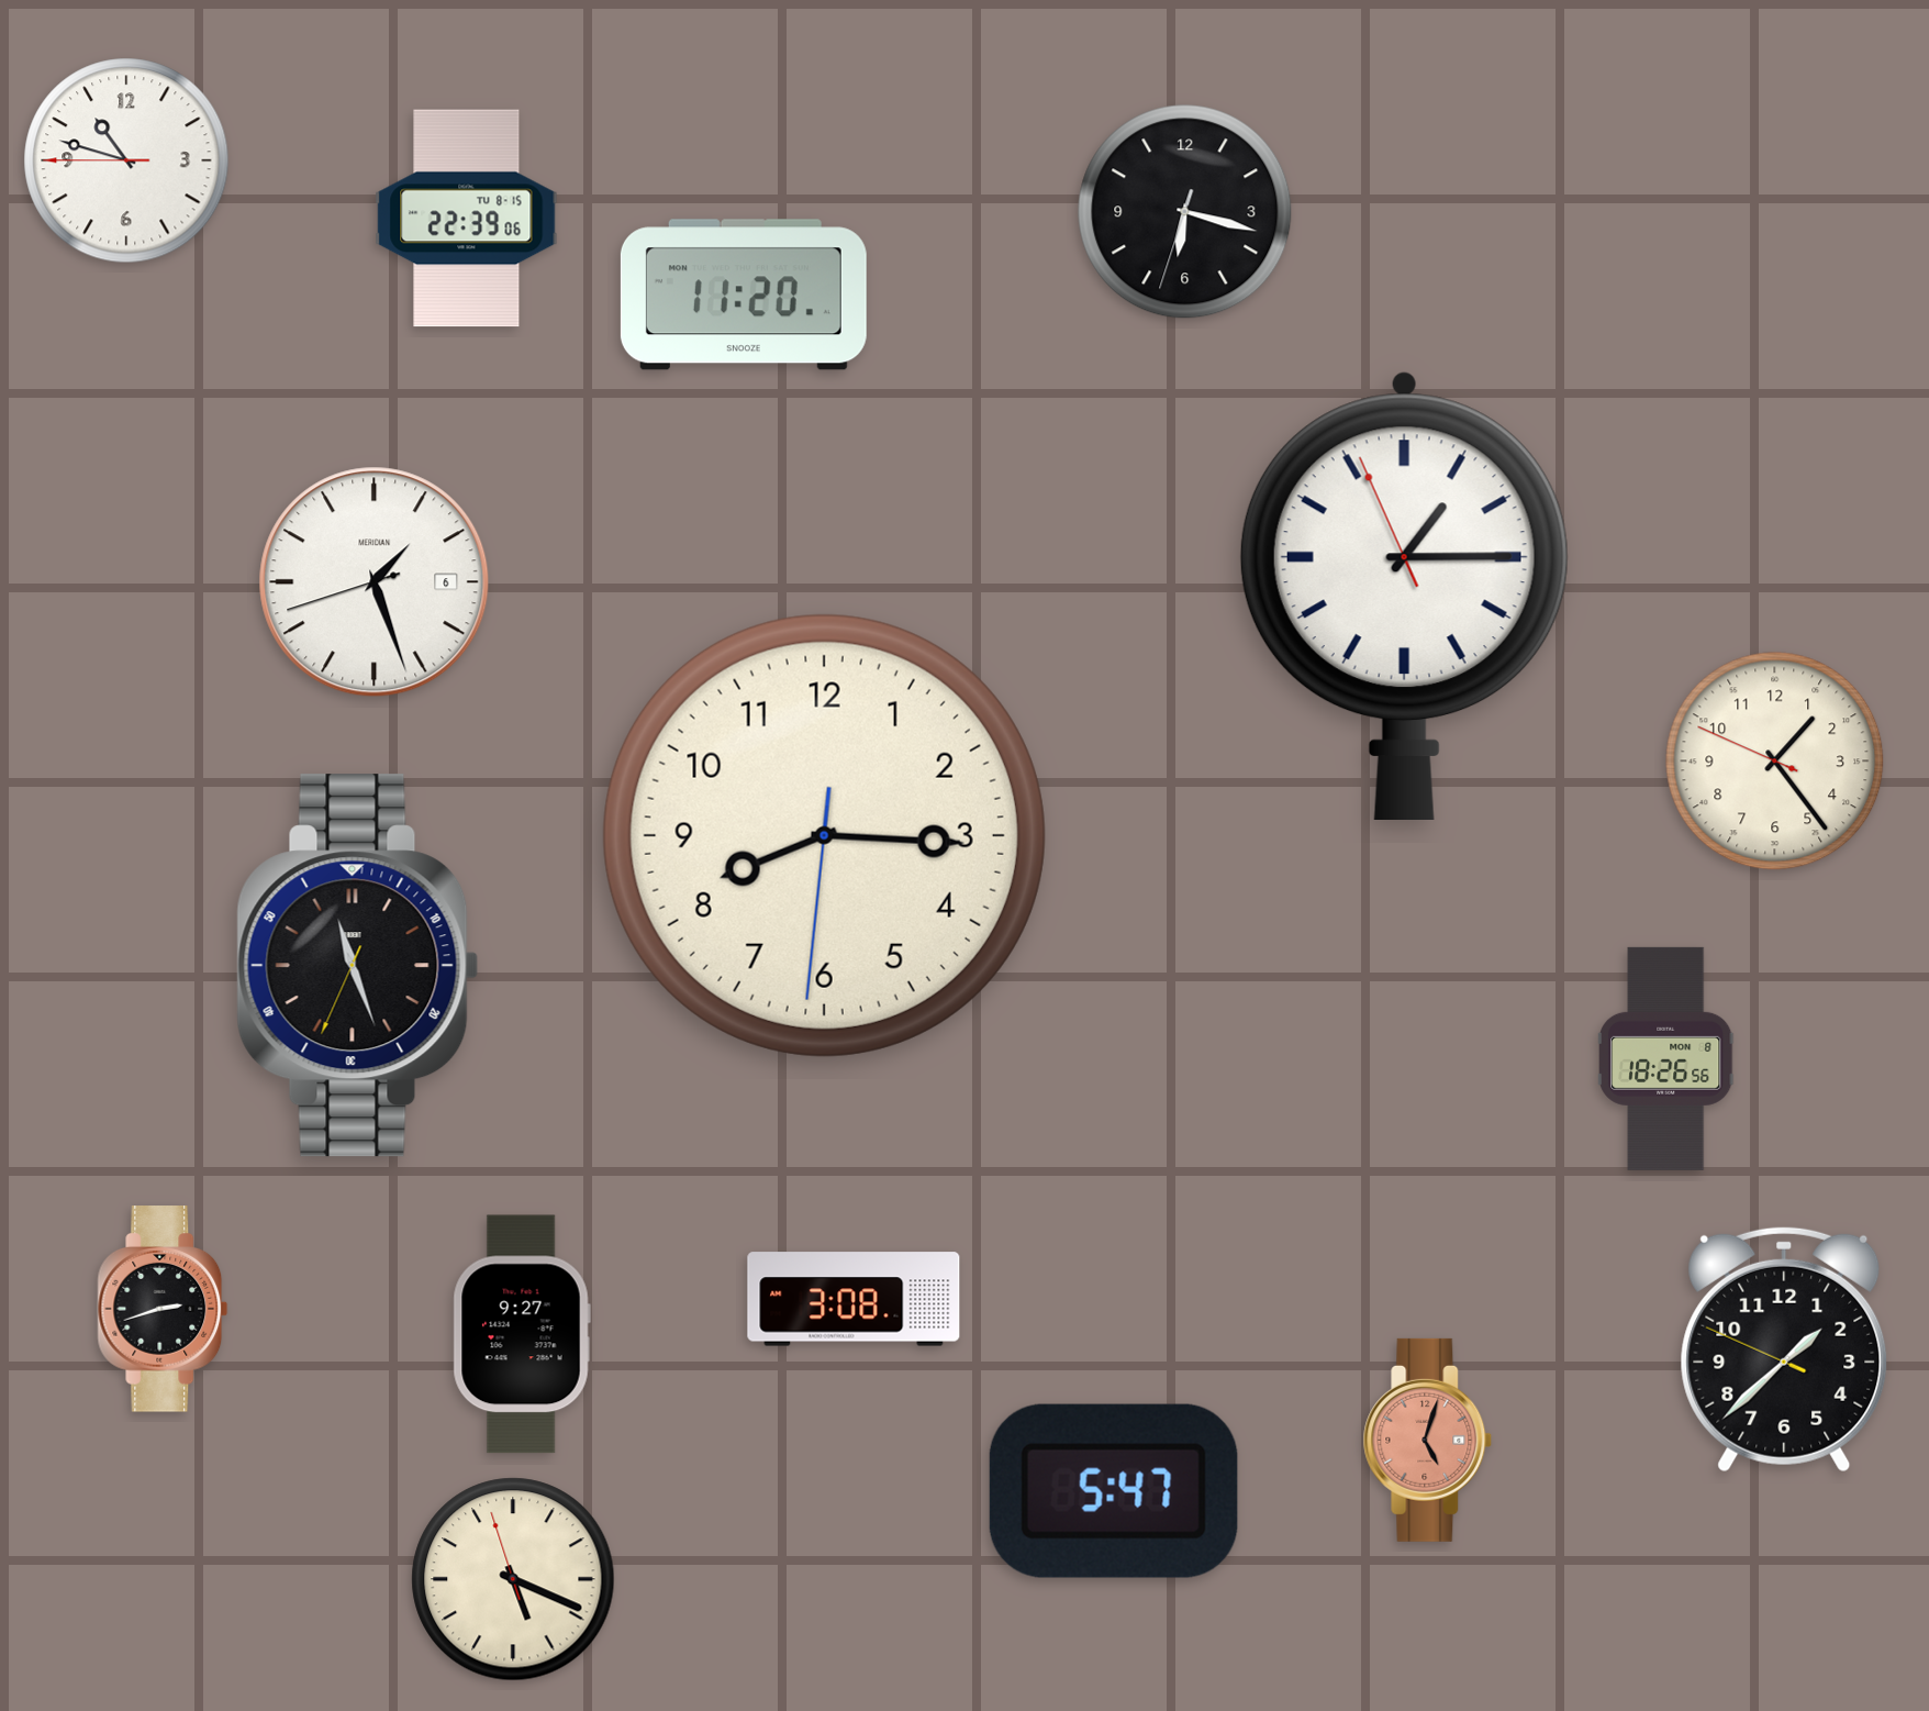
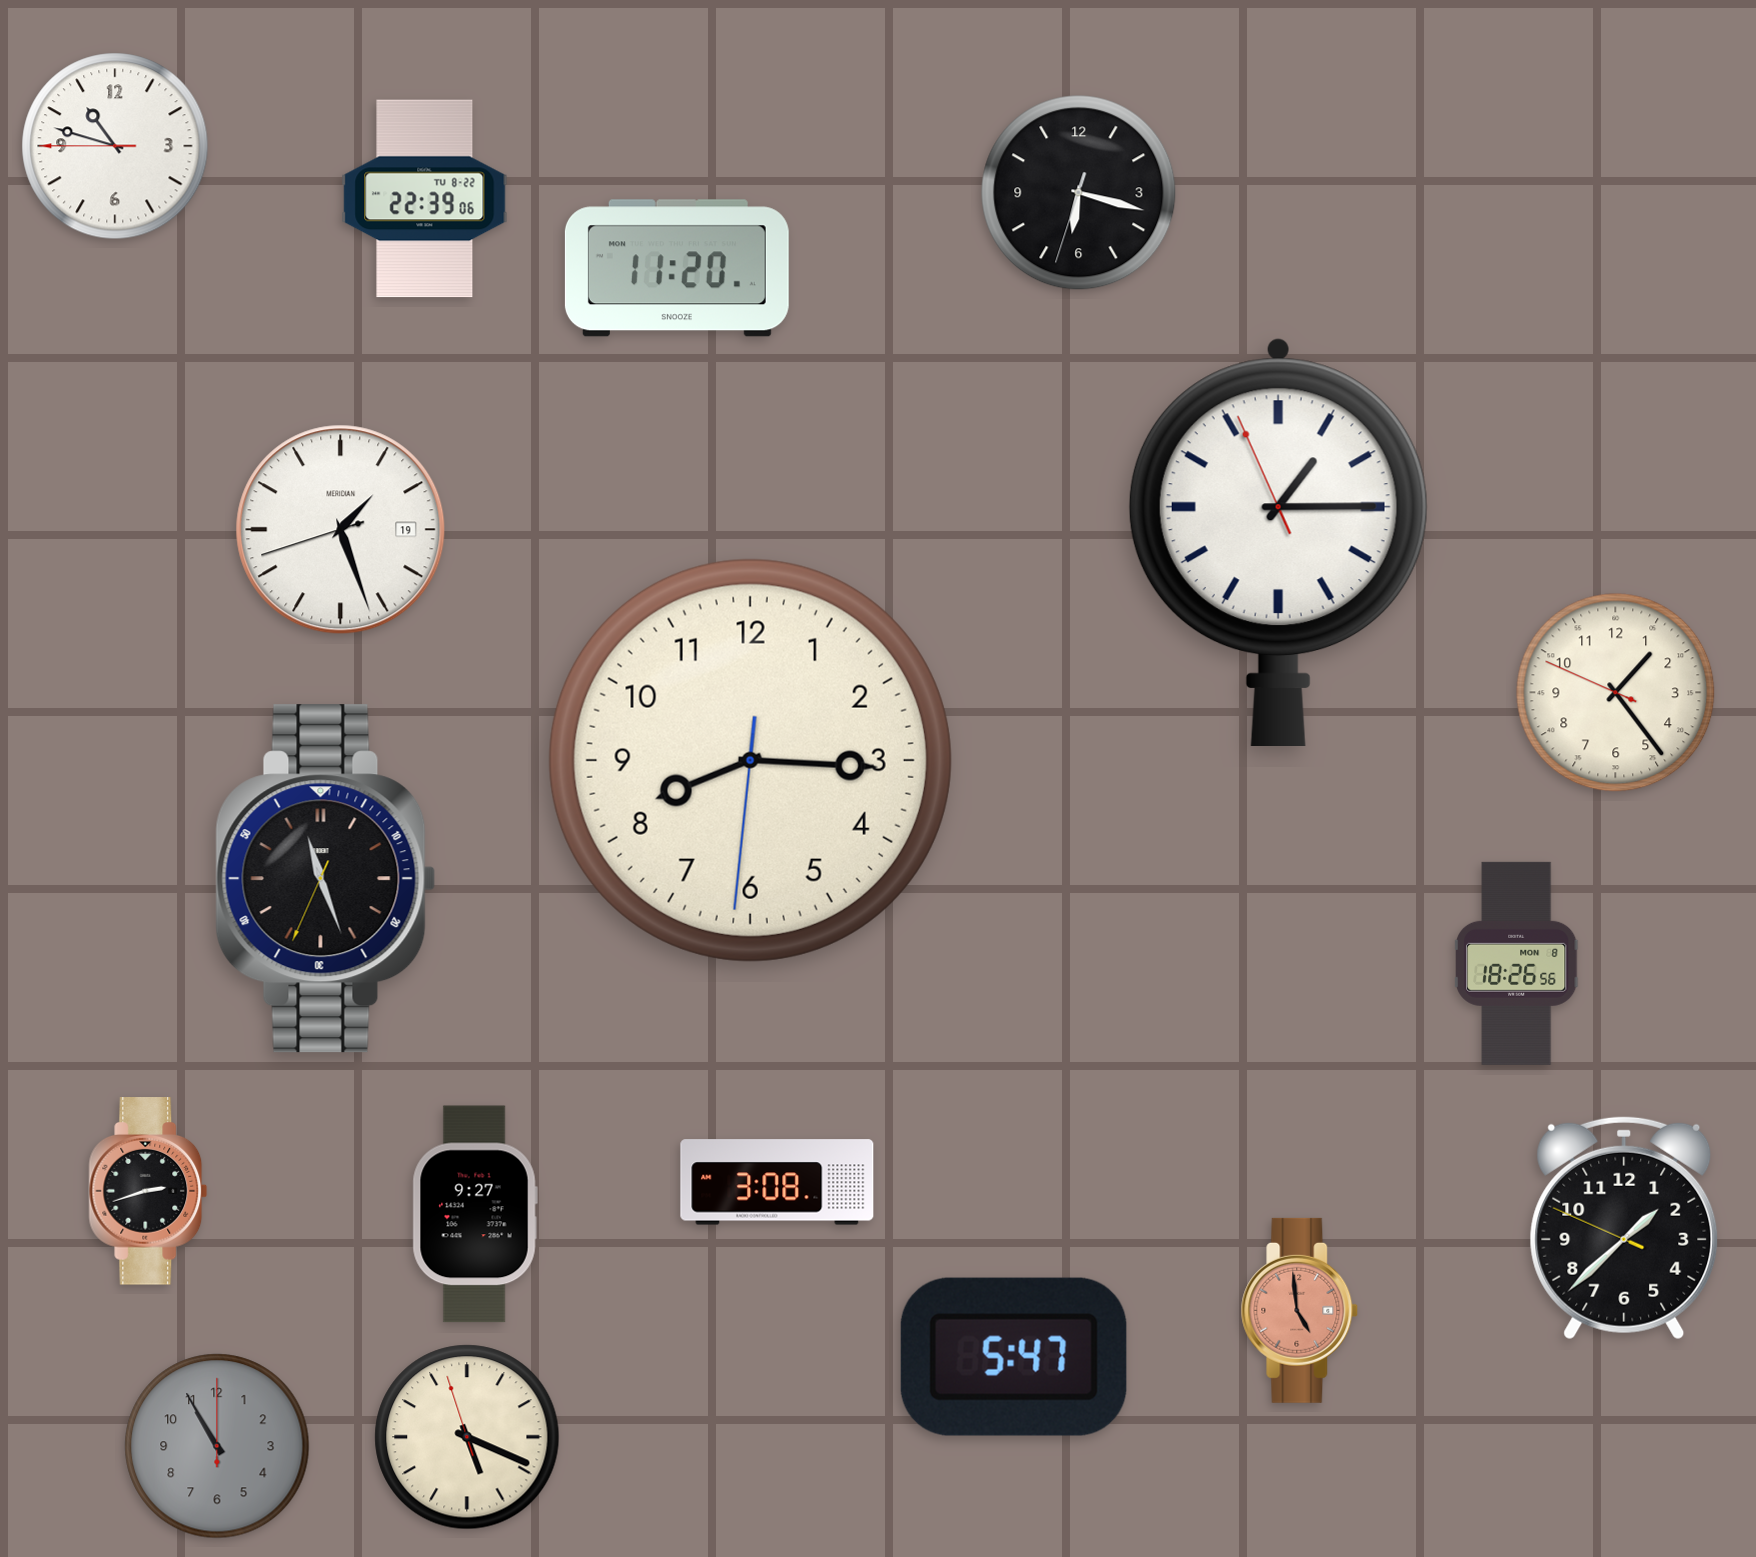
clock at (467, 219) date: TU 8-15 -> TU 8-22
clock at (375, 582) date: 6 -> 19
clock at (1428, 1440): 5:03 -> 4:59
clock at (217, 1446): none -> 10:55
